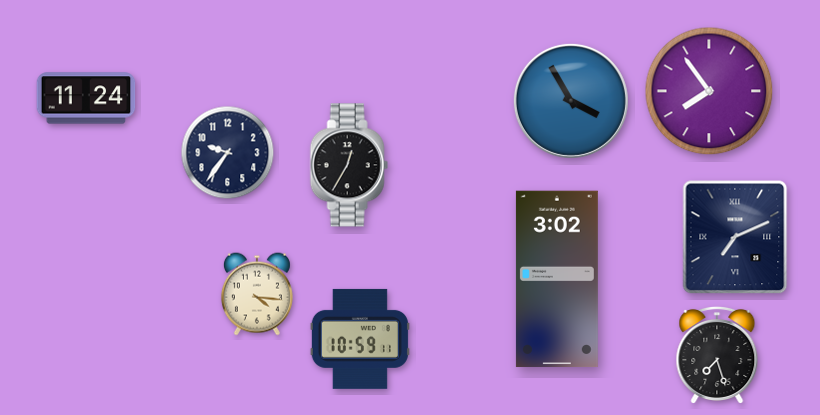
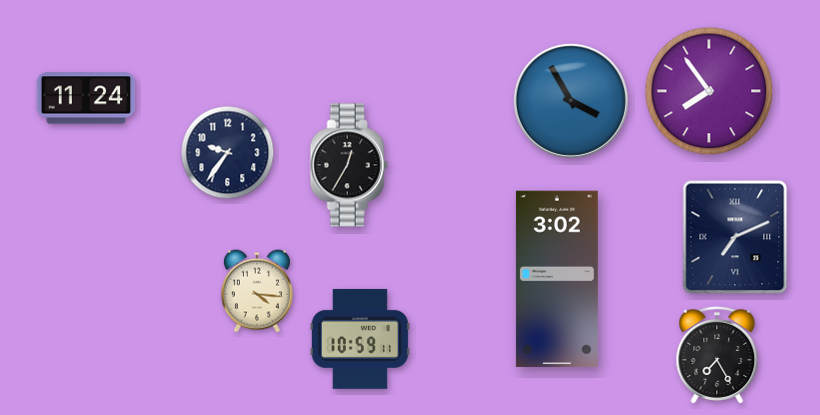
clock at (257, 294) position: (257, 294) -> (257, 291)
clock at (717, 355): 7:27 -> 7:25
